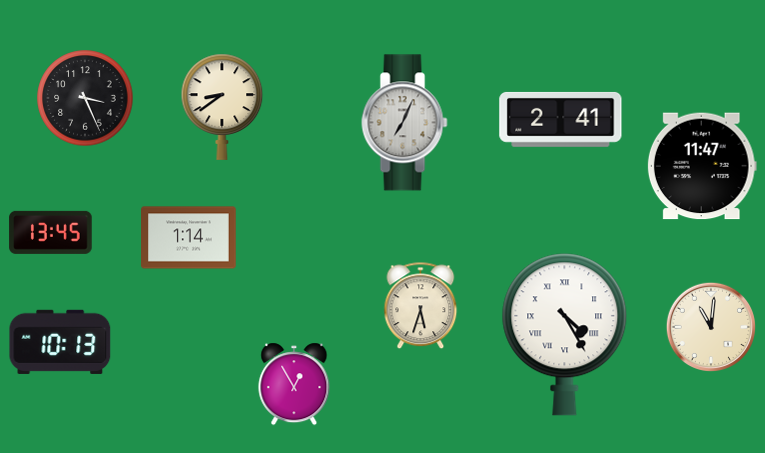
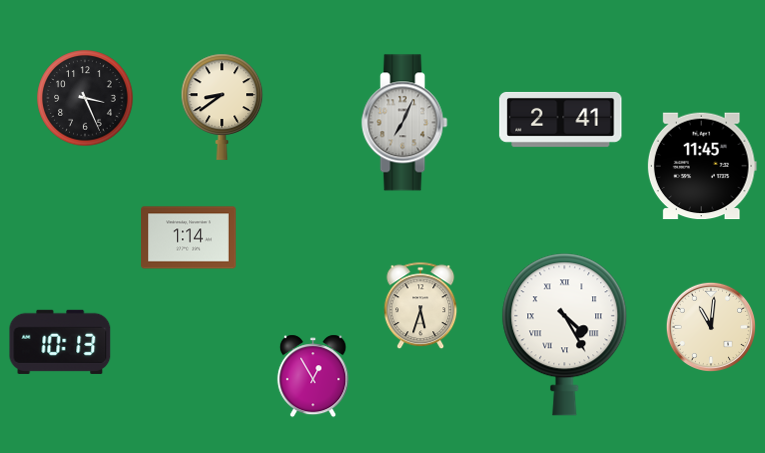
clock at (702, 166): 11:47 -> 11:45
clock at (51, 232): 13:45 -> none
clock at (294, 384) position: (294, 384) -> (313, 376)
